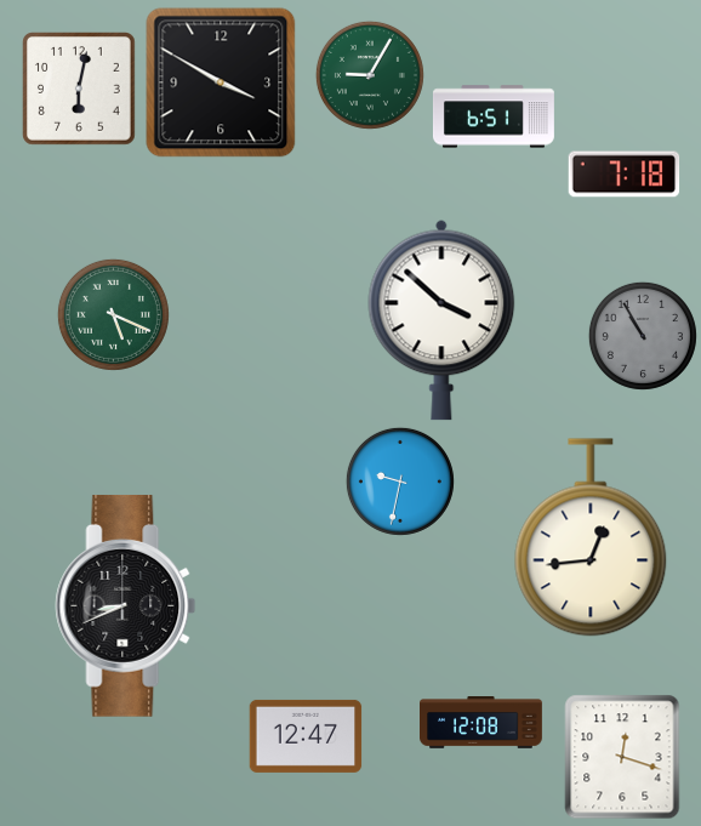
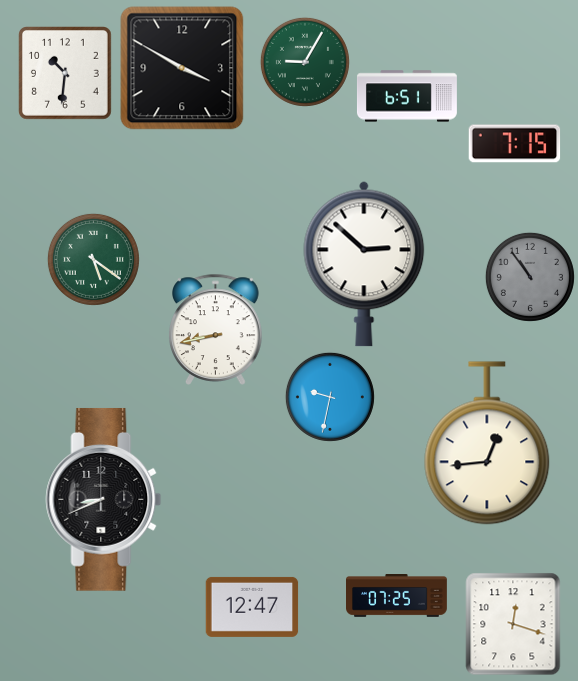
clock at (80, 90): 6:02 -> 10:31
clock at (625, 175): 7:18 -> 7:15
clock at (113, 314): 5:19 -> 5:21
clock at (441, 320): 3:52 -> 2:52
clock at (643, 336): 10:55 -> 10:54
clock at (216, 329): none -> 8:43
clock at (481, 723): 12:08 -> 07:25
